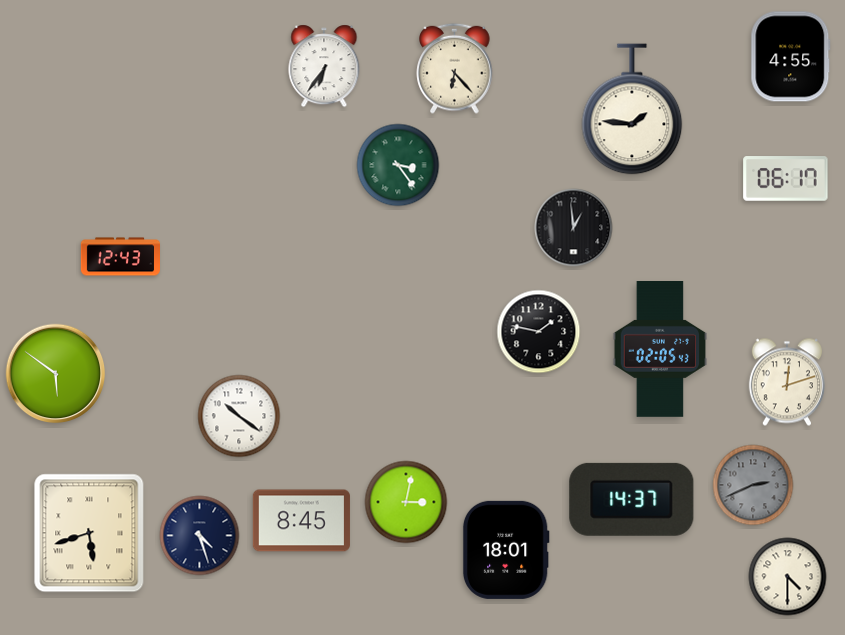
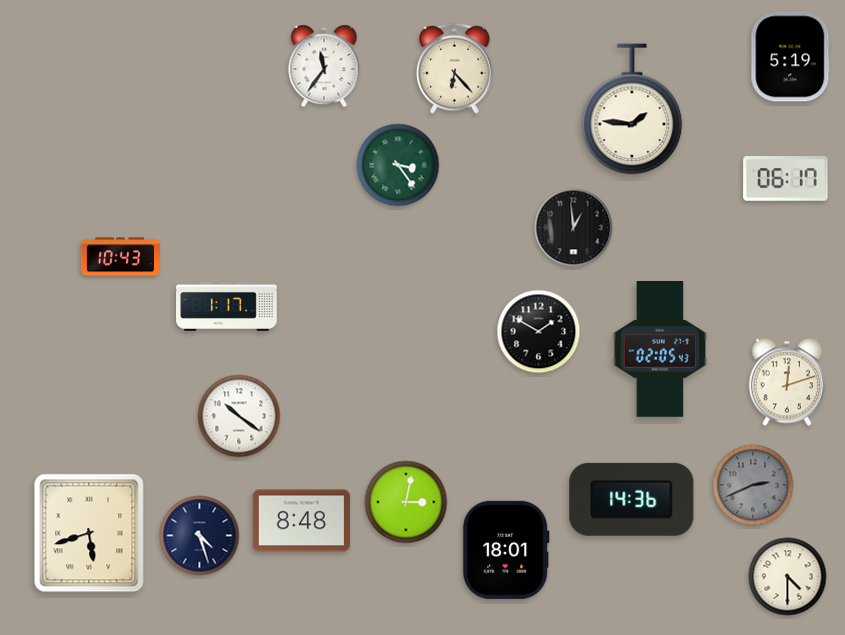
clock at (791, 57): 4:55 -> 5:19
clock at (324, 66): 6:36 -> 11:36
clock at (120, 257): 12:43 -> 10:43
clock at (227, 306): none -> 1:17
clock at (539, 332): 1:47 -> 1:50
clock at (56, 374): 5:51 -> none
clock at (632, 499): 14:37 -> 14:36
clock at (301, 521): 8:45 -> 8:48
